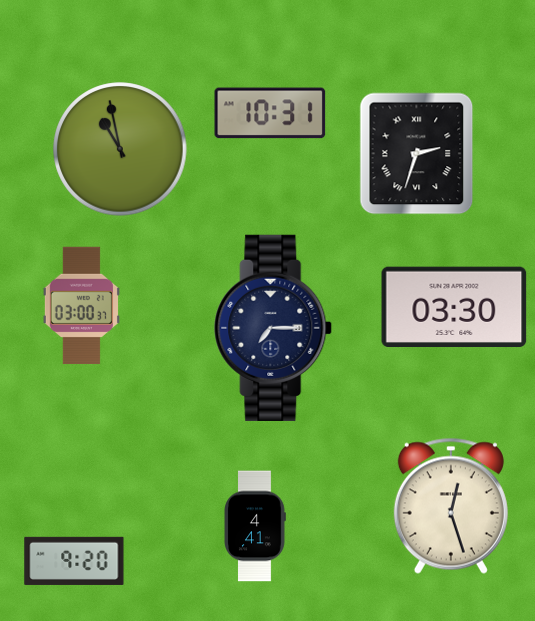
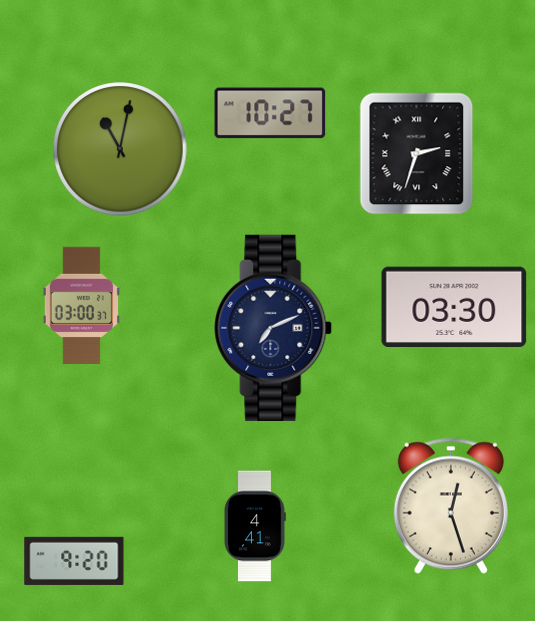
clock at (270, 113): 10:31 -> 10:27
clock at (120, 149): 10:58 -> 11:02
clock at (274, 328): 7:15 -> 7:11
